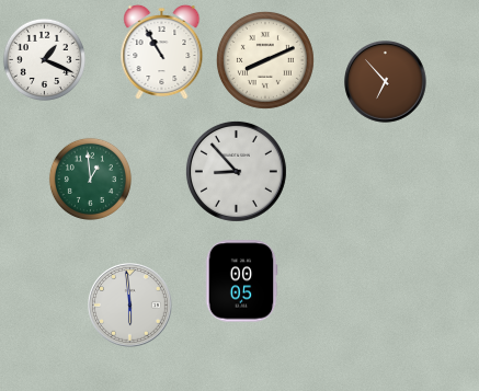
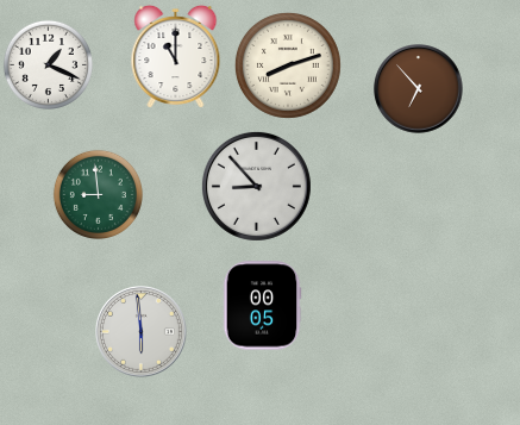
clock at (162, 53): 10:55 -> 11:00
clock at (265, 60): 8:11 -> 8:12
clock at (90, 179): 12:59 -> 8:59
